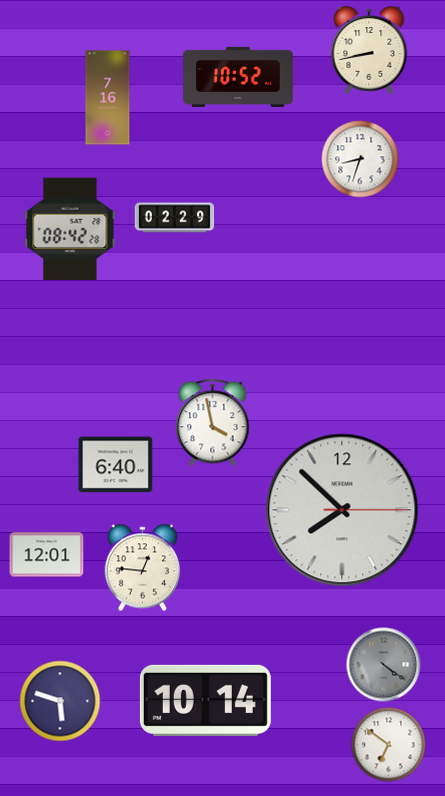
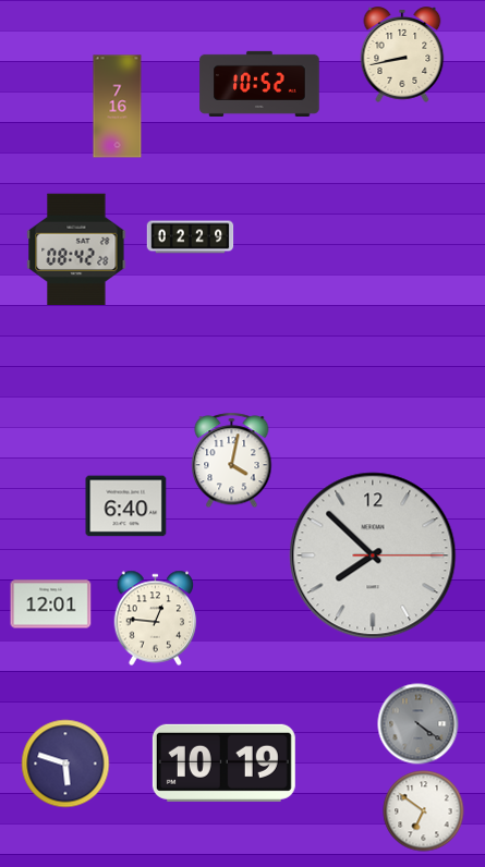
clock at (360, 159): 8:33 -> none
clock at (213, 423): 3:58 -> 4:02
clock at (205, 700): 10:14 -> 10:19
